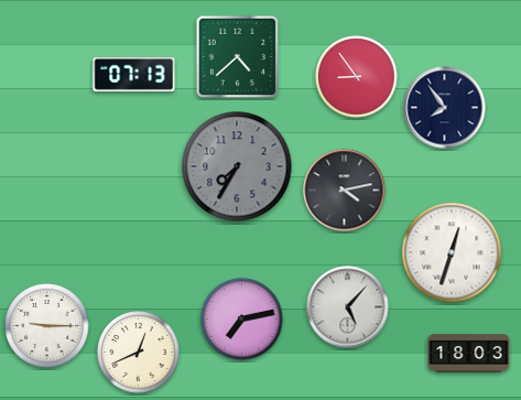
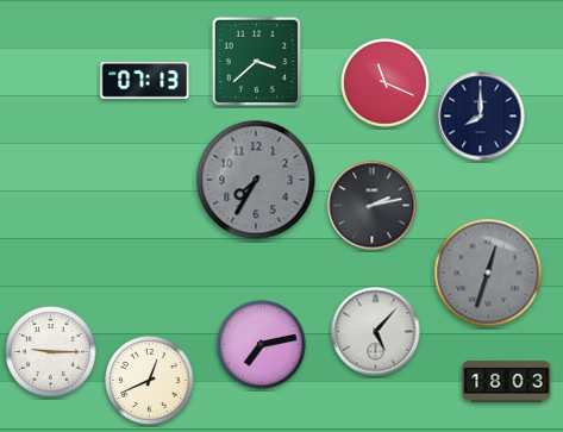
clock at (238, 57): 4:38 -> 3:38
clock at (357, 77): 8:54 -> 11:19
clock at (445, 108): 7:54 -> 8:00
clock at (345, 191): 4:13 -> 2:13
clock at (452, 252) dial: white -> grey
